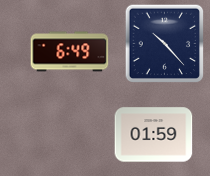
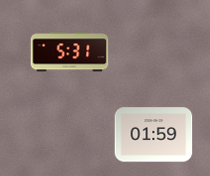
clock at (164, 43): 10:23 -> none
clock at (69, 52): 6:49 -> 5:31
